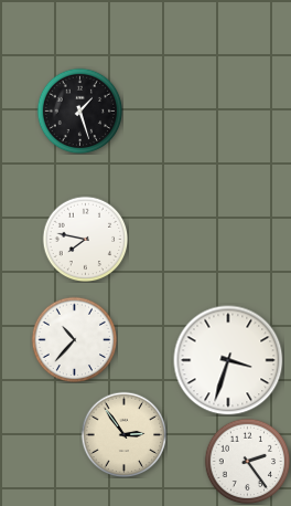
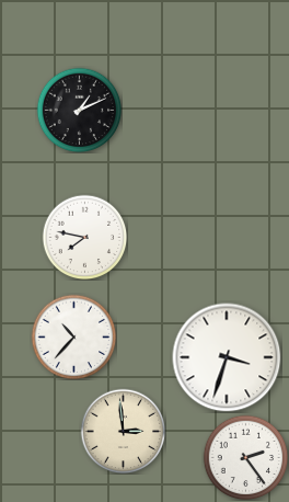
clock at (79, 110): 1:27 -> 1:11
clock at (123, 434): 2:54 -> 2:59
